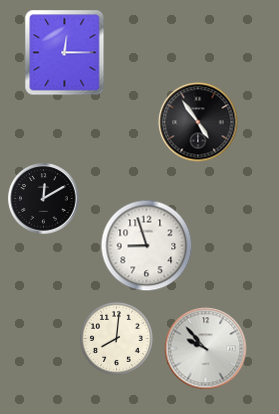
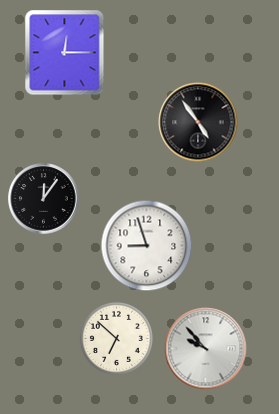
clock at (44, 199): 12:10 -> 12:06
clock at (116, 338): 8:01 -> 6:52
